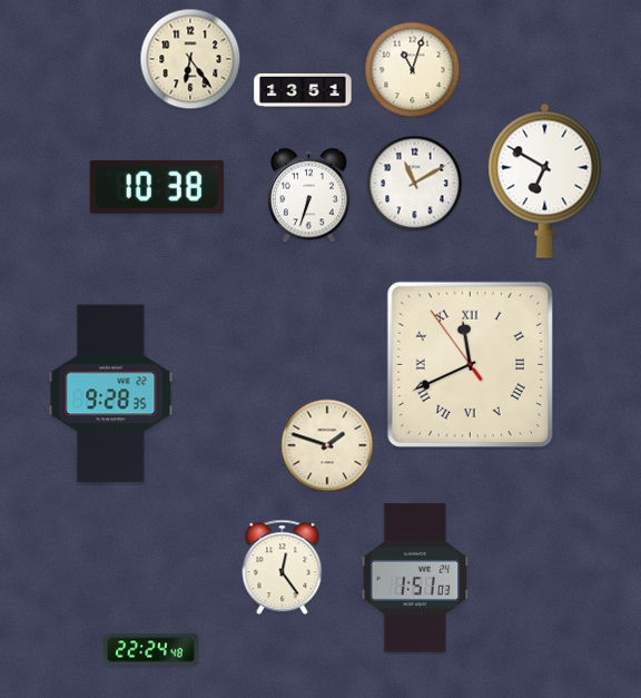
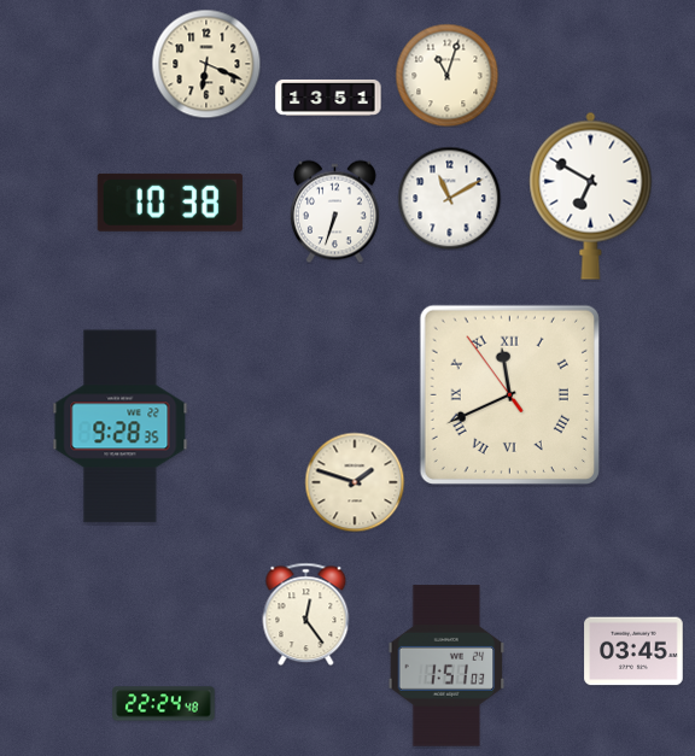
clock at (190, 59): 6:24 -> 6:19
clock at (415, 578) position: (415, 578) -> (446, 666)
clock at (633, 651): none -> 03:45
